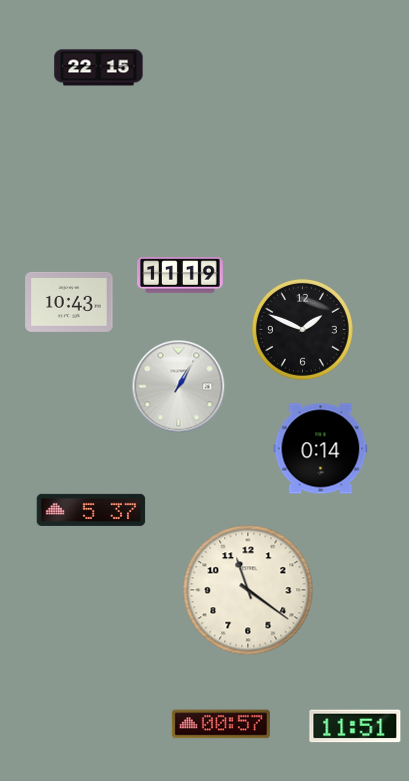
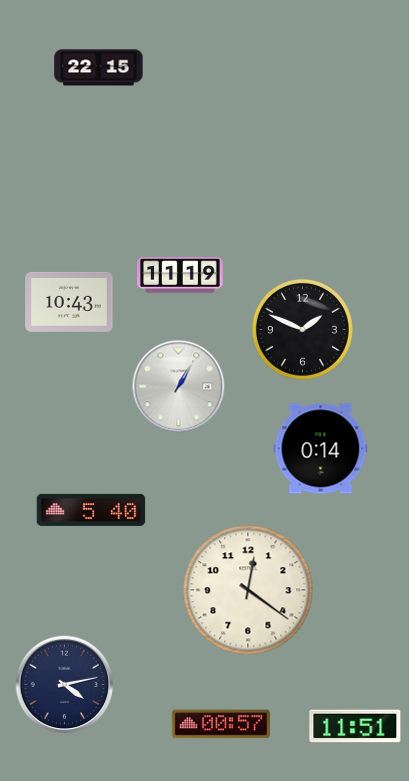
clock at (91, 510): 5:37 -> 5:40
clock at (248, 590): 11:21 -> 12:21
clock at (65, 685): none -> 4:13
